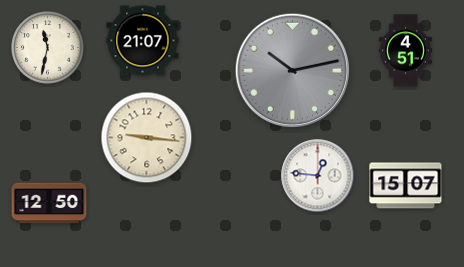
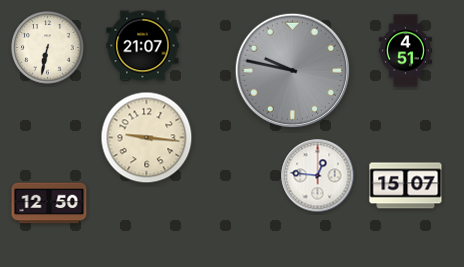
clock at (143, 41) position: (143, 41) -> (143, 46)
clock at (48, 48): 11:32 -> 6:32
clock at (293, 71): 10:13 -> 9:47
